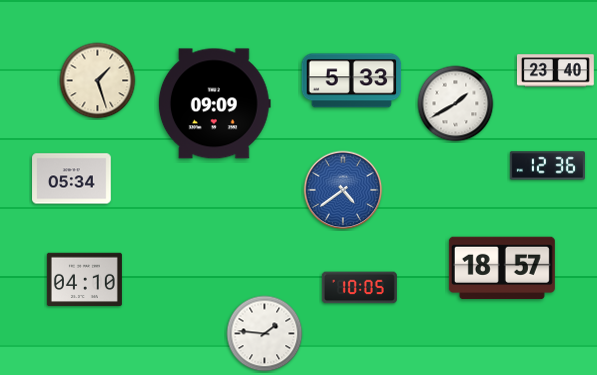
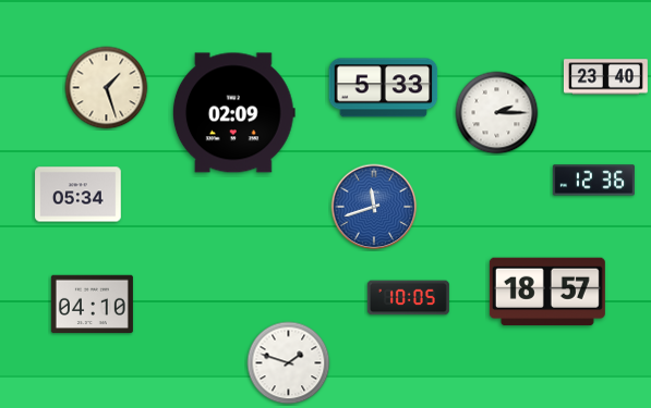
clock at (214, 104): 09:09 -> 02:09
clock at (456, 104): 1:40 -> 2:15
clock at (547, 166) position: (547, 166) -> (593, 181)
clock at (343, 190): 4:39 -> 11:42
clock at (359, 288) position: (359, 288) -> (408, 298)
clock at (265, 334): 1:46 -> 1:48
